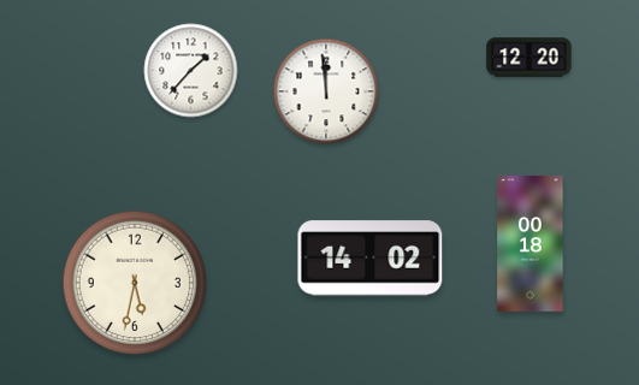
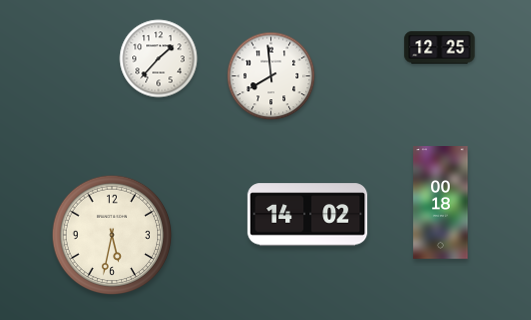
clock at (529, 58): 12:20 -> 12:25
clock at (326, 91): 11:59 -> 7:59
